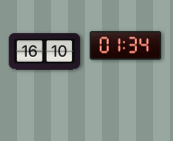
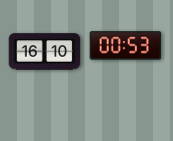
clock at (126, 46): 01:34 -> 00:53
